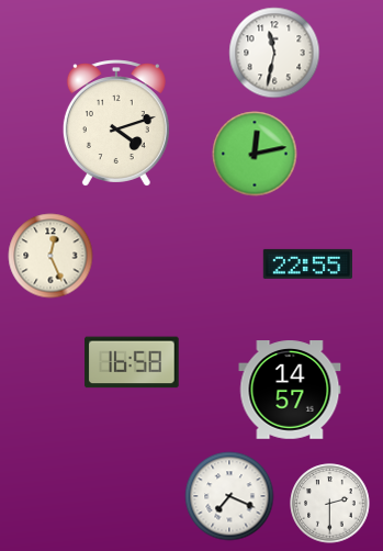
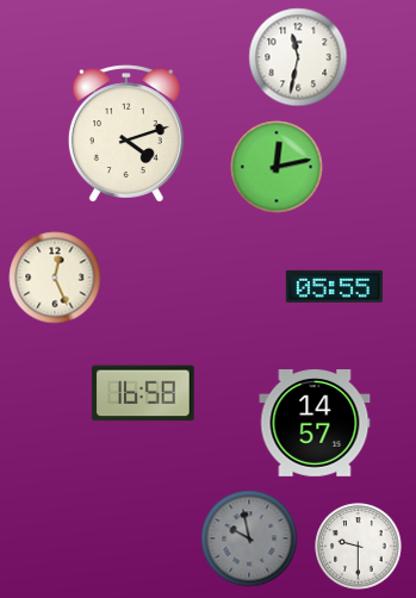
clock at (307, 263): 22:55 -> 05:55
clock at (229, 496): 7:19 -> 9:58
clock at (229, 496) dial: white -> grey
clock at (330, 504): 2:30 -> 9:30
